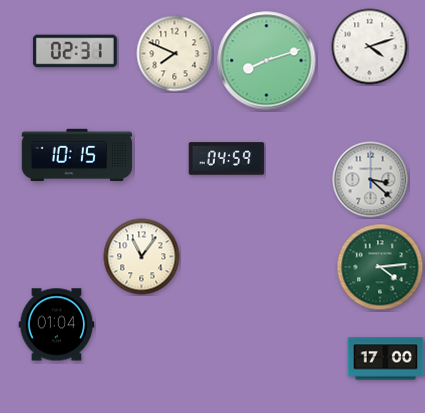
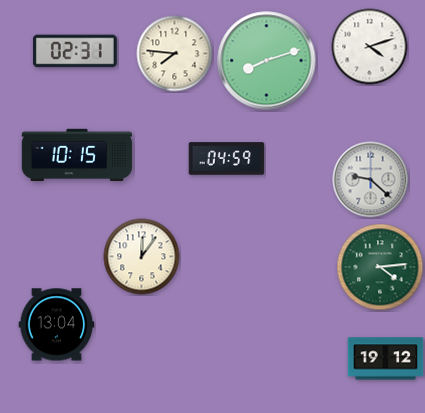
clock at (175, 54): 7:49 -> 7:46
clock at (371, 180): 3:22 -> 9:22
clock at (142, 257): 11:06 -> 12:06
clock at (57, 325): 01:04 -> 13:04
clock at (386, 359): 17:00 -> 19:12
